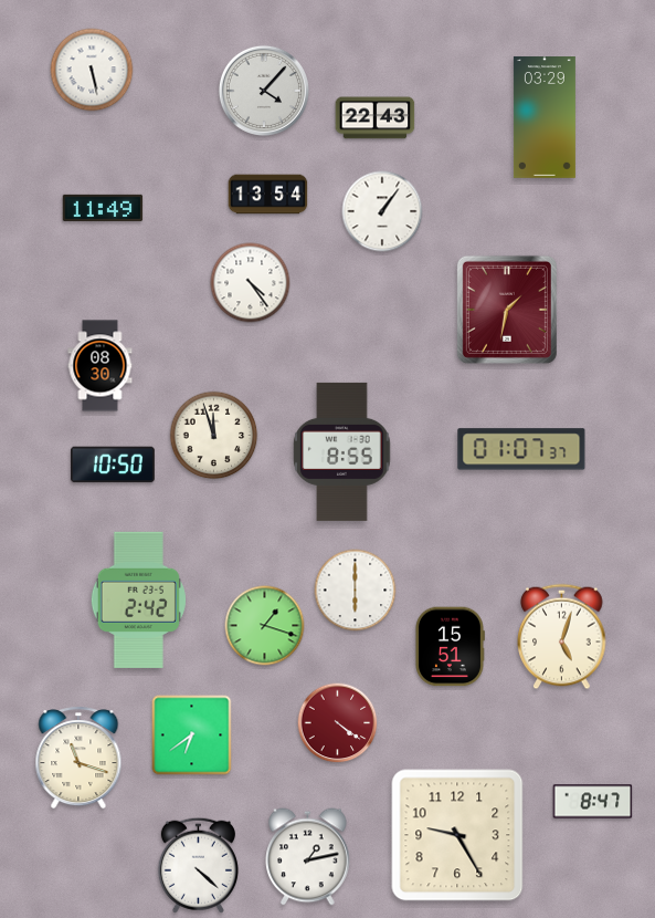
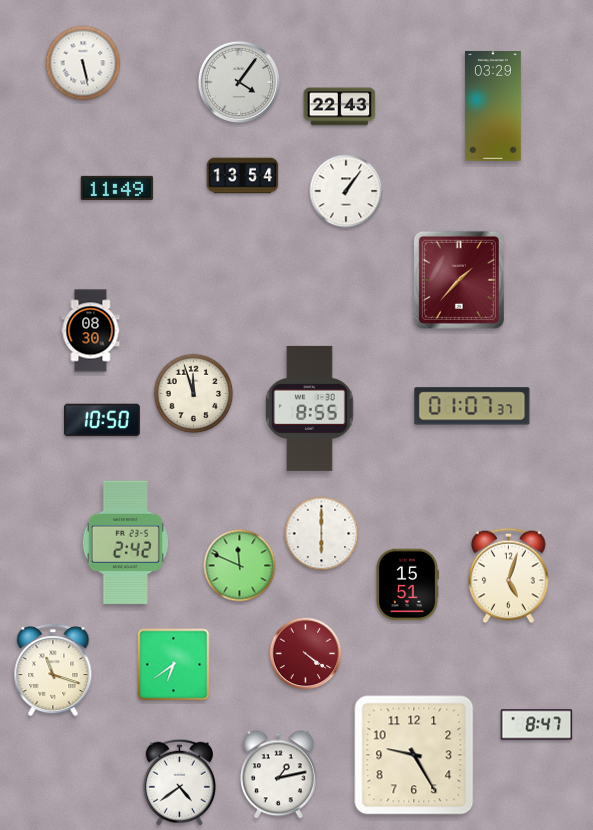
clock at (264, 91): 4:07 -> 4:06
clock at (103, 208) position: (103, 208) -> (117, 188)
clock at (251, 283): 4:24 -> none
clock at (507, 310): 1:32 -> 1:37
clock at (265, 626): 1:18 -> 11:49
clock at (78, 758) position: (78, 758) -> (53, 670)
clock at (198, 865): 4:22 -> 4:39
